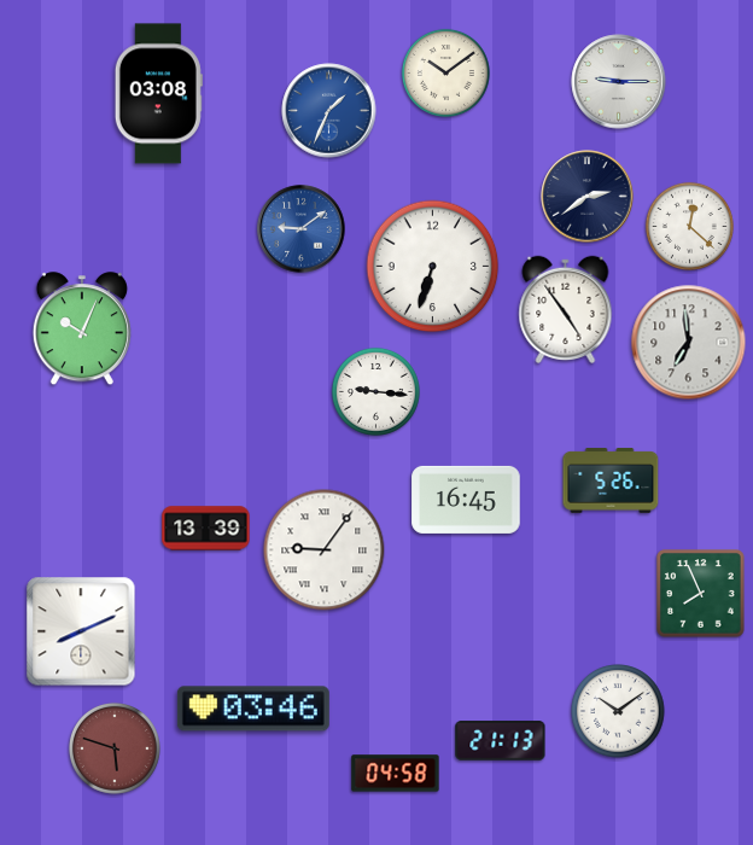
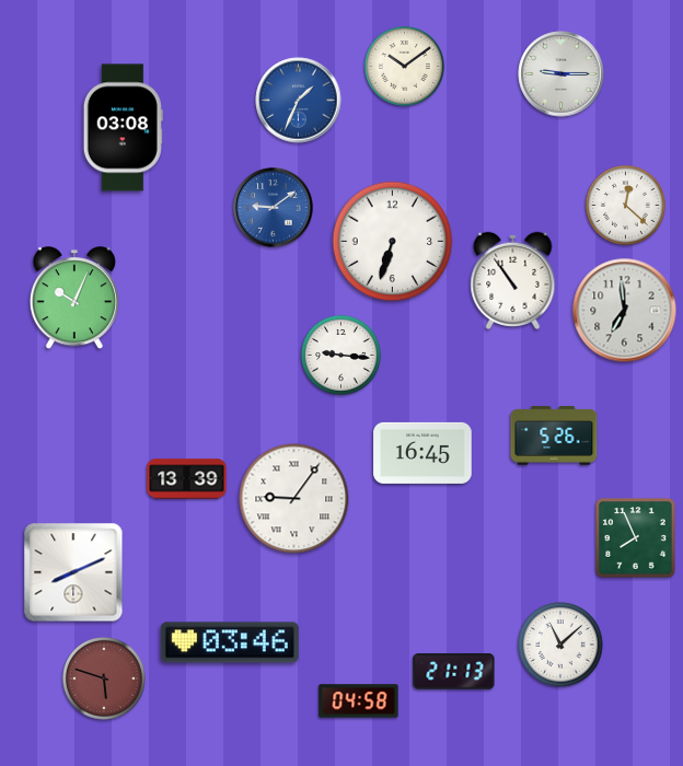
clock at (158, 94) position: (158, 94) -> (123, 128)
clock at (588, 197): 2:39 -> none
clock at (566, 309): 4:54 -> 10:54
clock at (618, 711): 10:09 -> 11:08
